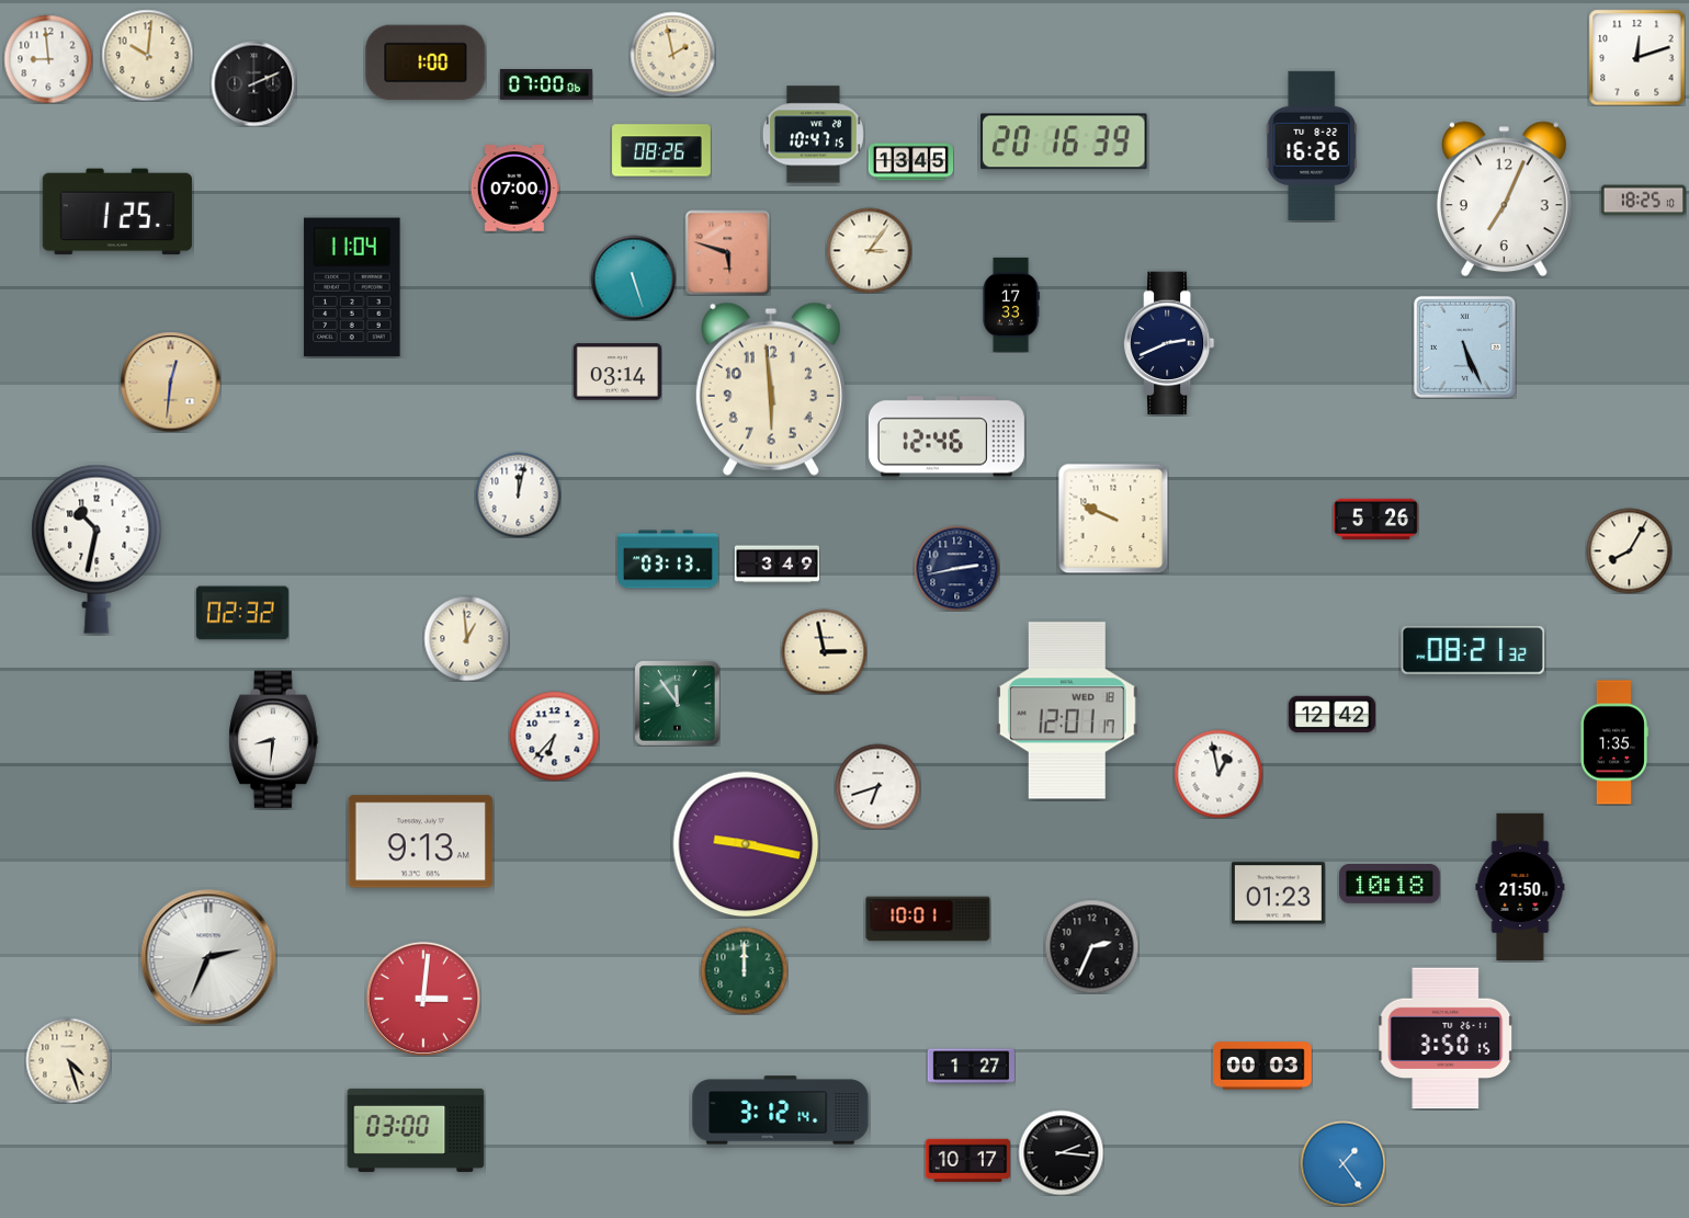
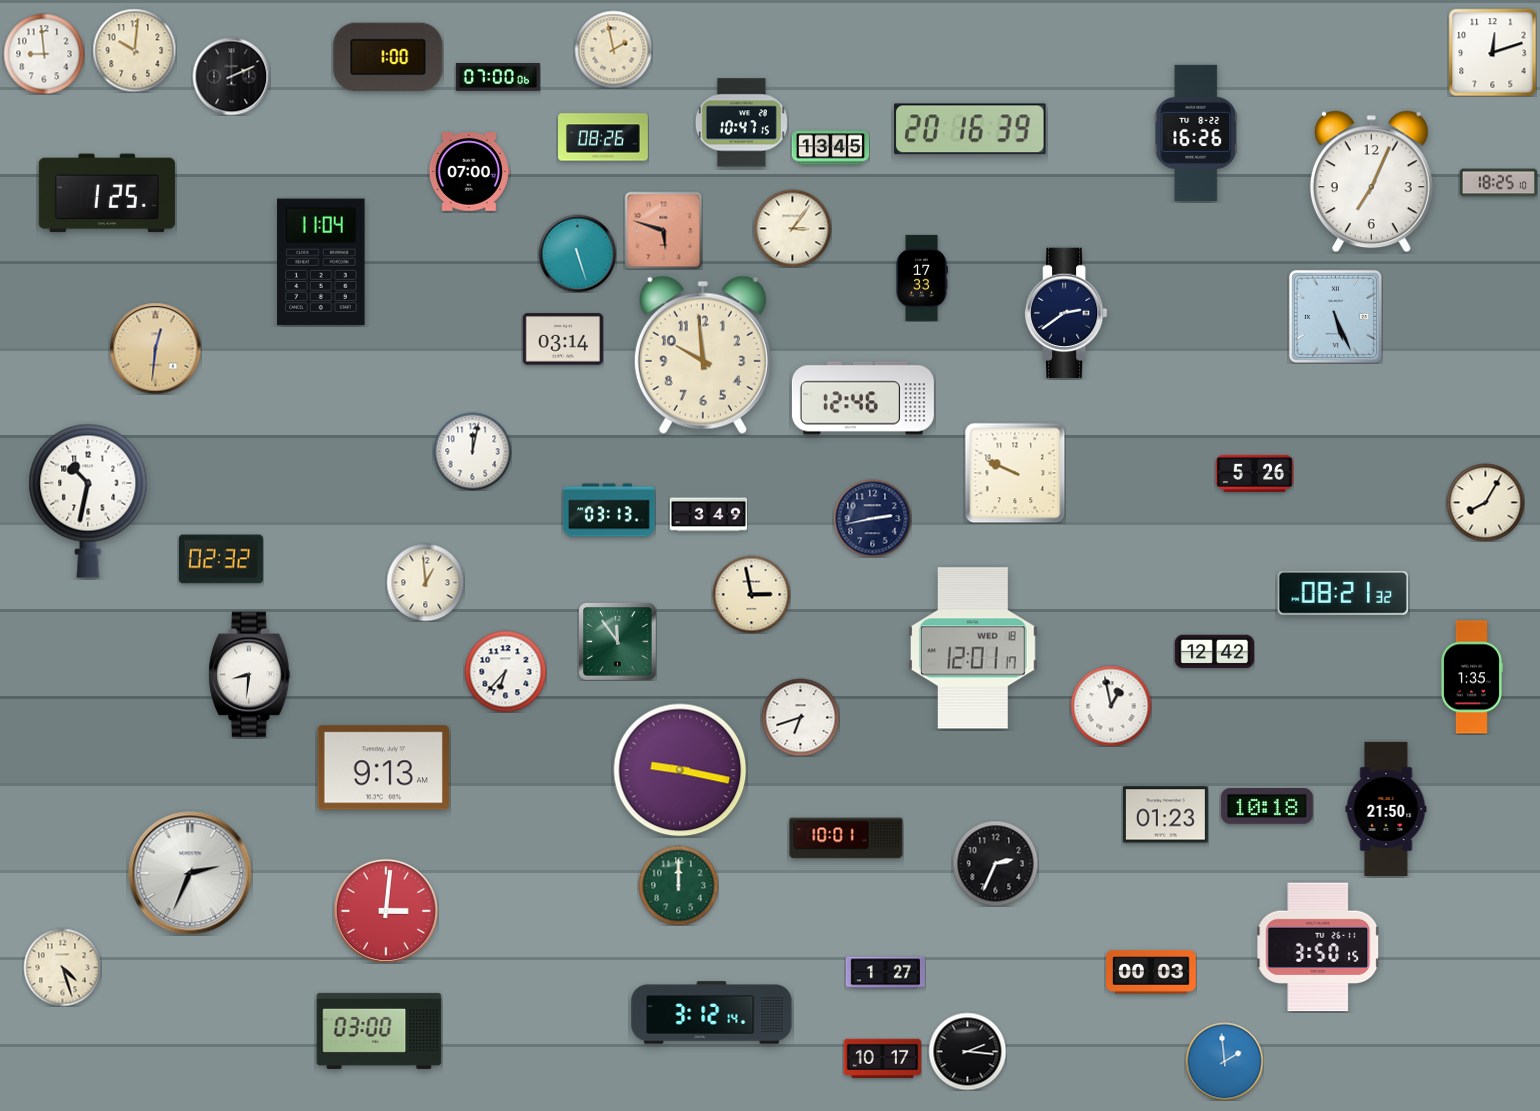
clock at (1169, 343): 2:41 -> 2:39
clock at (771, 389): 5:59 -> 9:59
clock at (1342, 1163): 1:24 -> 1:59
